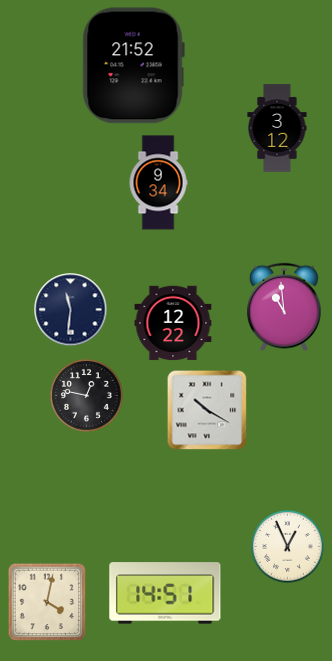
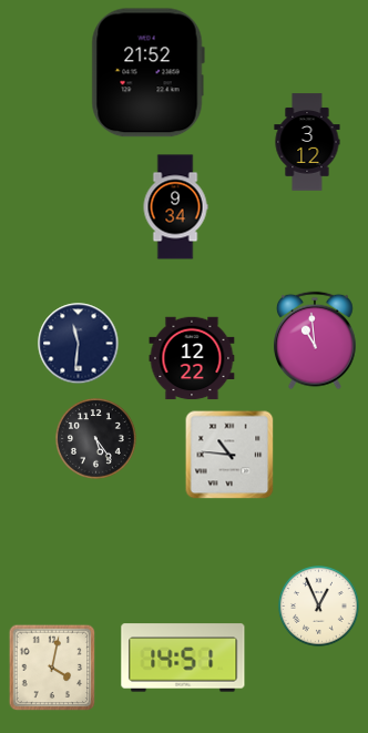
clock at (158, 183) position: (158, 183) -> (175, 207)
clock at (87, 396): 12:47 -> 5:24
clock at (207, 410): 10:20 -> 10:46
